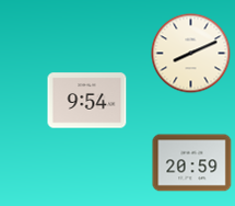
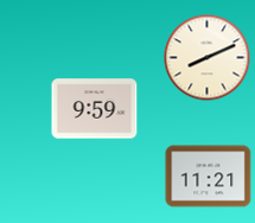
clock at (87, 101): 9:54 -> 9:59
clock at (192, 163): 20:59 -> 11:21
